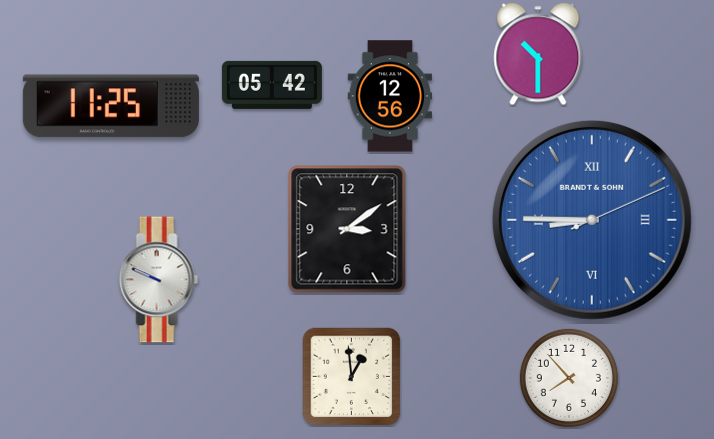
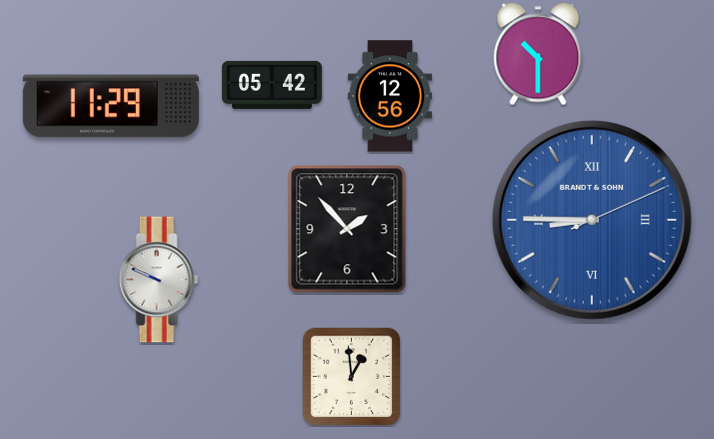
clock at (111, 106): 11:25 -> 11:29
clock at (347, 229): 3:09 -> 1:53
clock at (569, 378): 7:53 -> none
